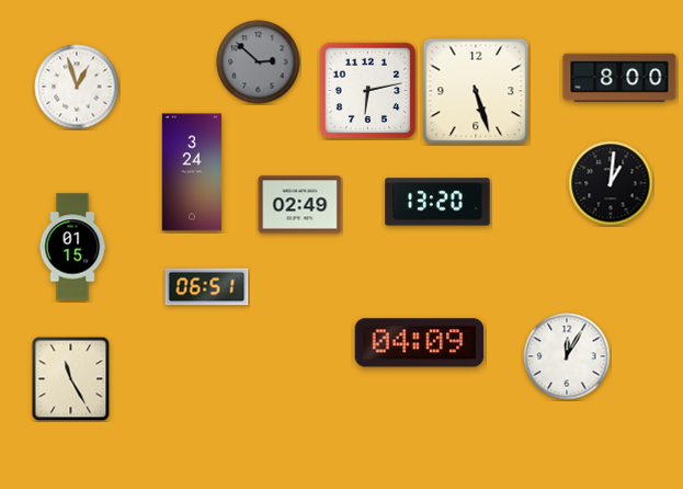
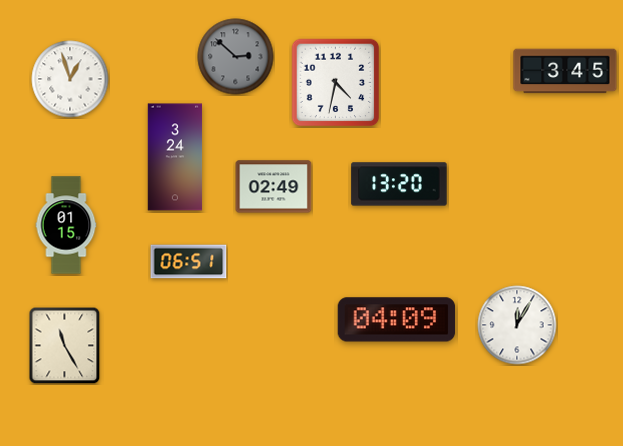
clock at (619, 78): 8:00 -> 3:45
clock at (368, 91): 6:13 -> 4:32
clock at (476, 91): 5:27 -> none
clock at (611, 183): 1:01 -> none
clock at (420, 343) position: (420, 343) -> (397, 320)
